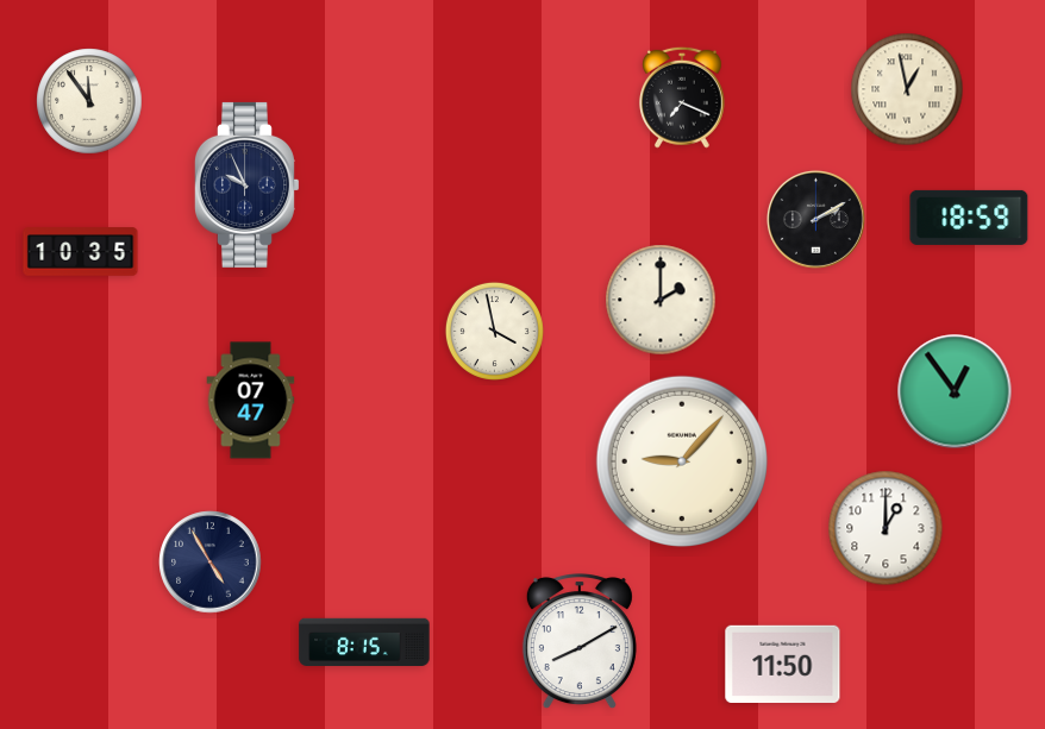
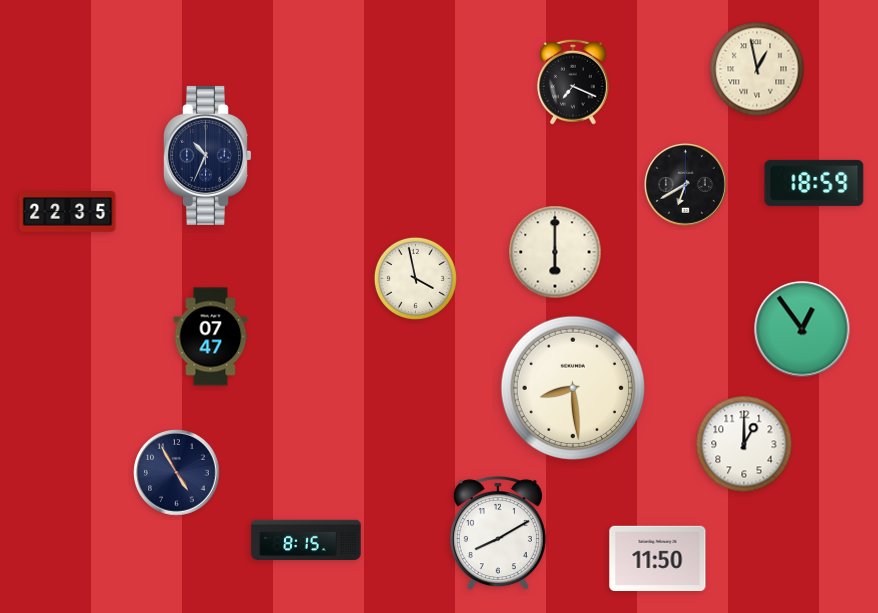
clock at (907, 89) position: (907, 89) -> (757, 69)
clock at (89, 101): 11:54 -> none
clock at (246, 184): 9:56 -> 10:34
clock at (815, 219): 2:10 -> 6:40
clock at (81, 252): 10:35 -> 22:35
clock at (661, 300): 2:00 -> 6:00
clock at (681, 460): 9:07 -> 8:29
clock at (580, 642) position: (580, 642) -> (498, 534)
